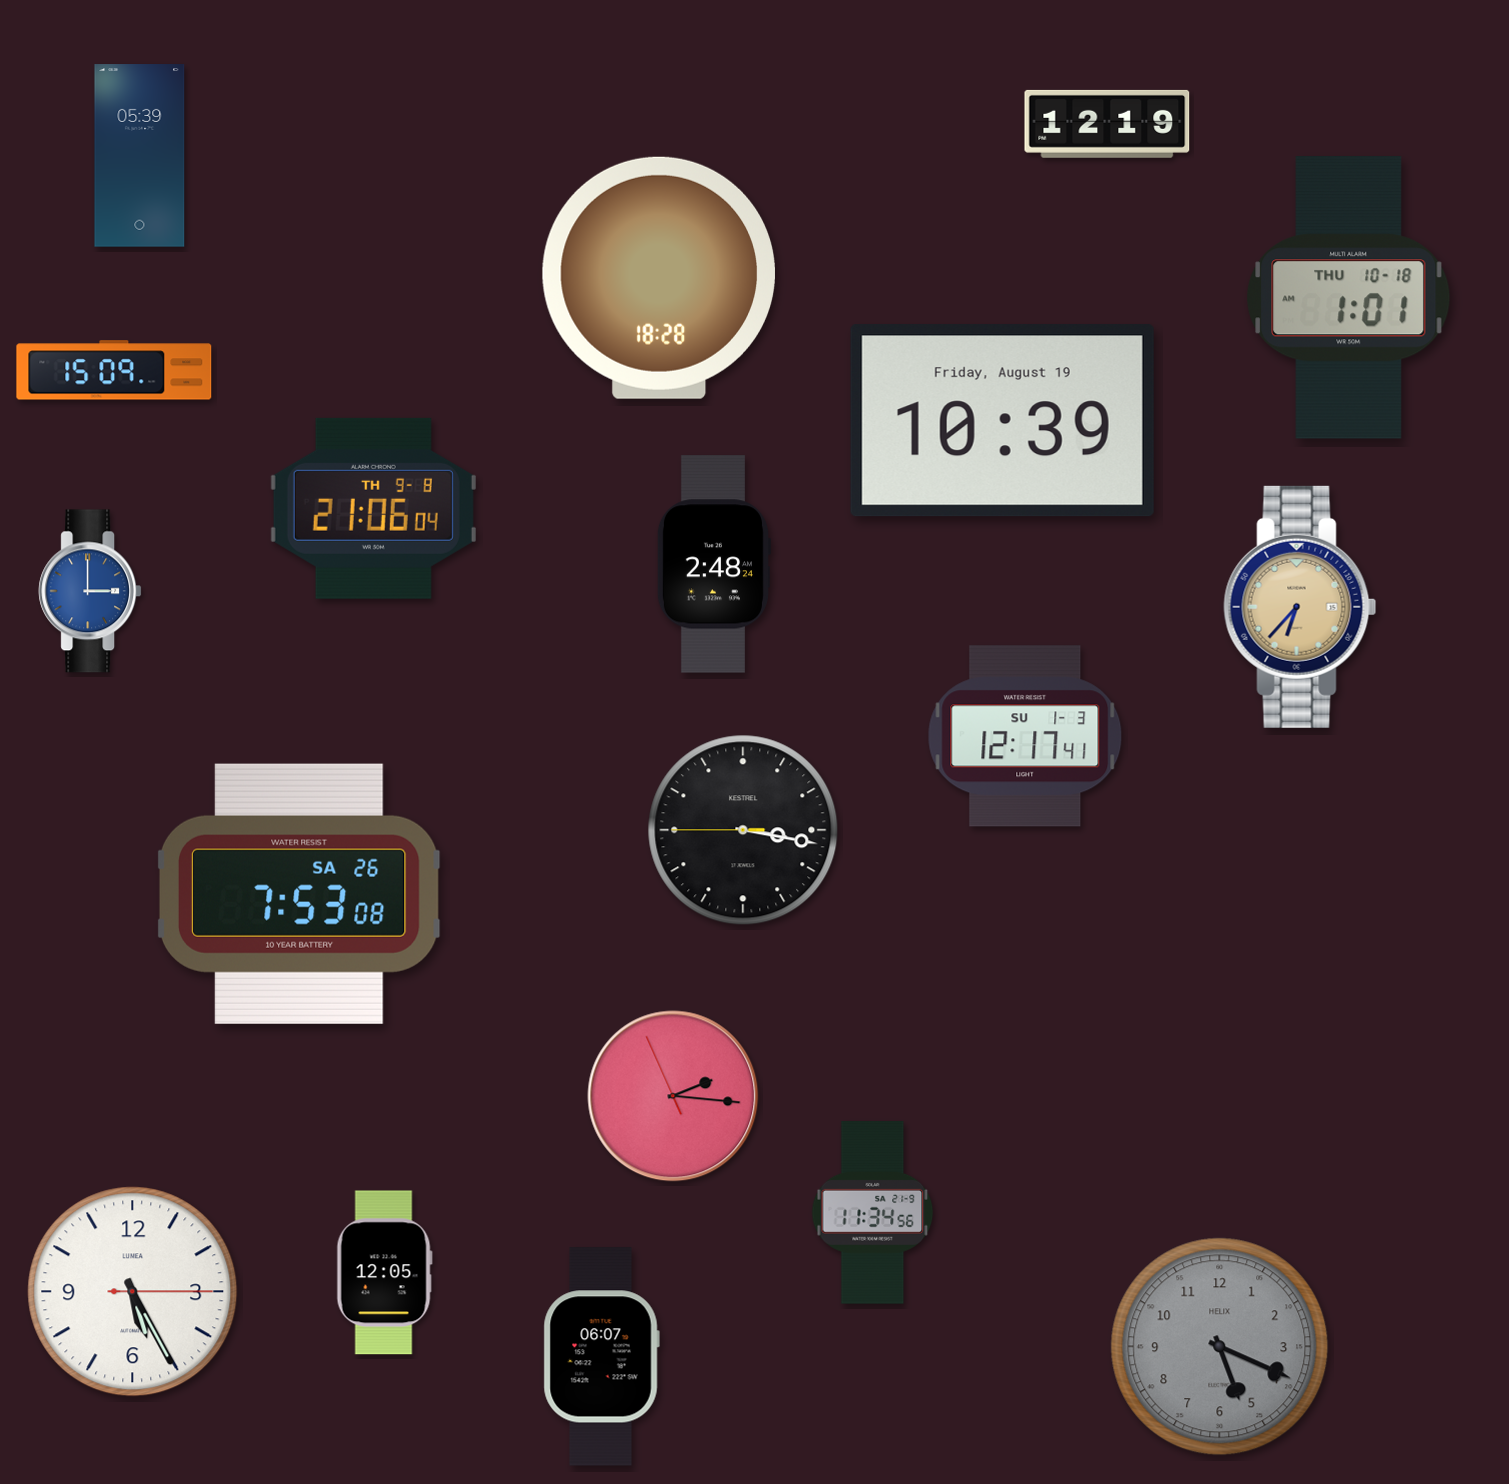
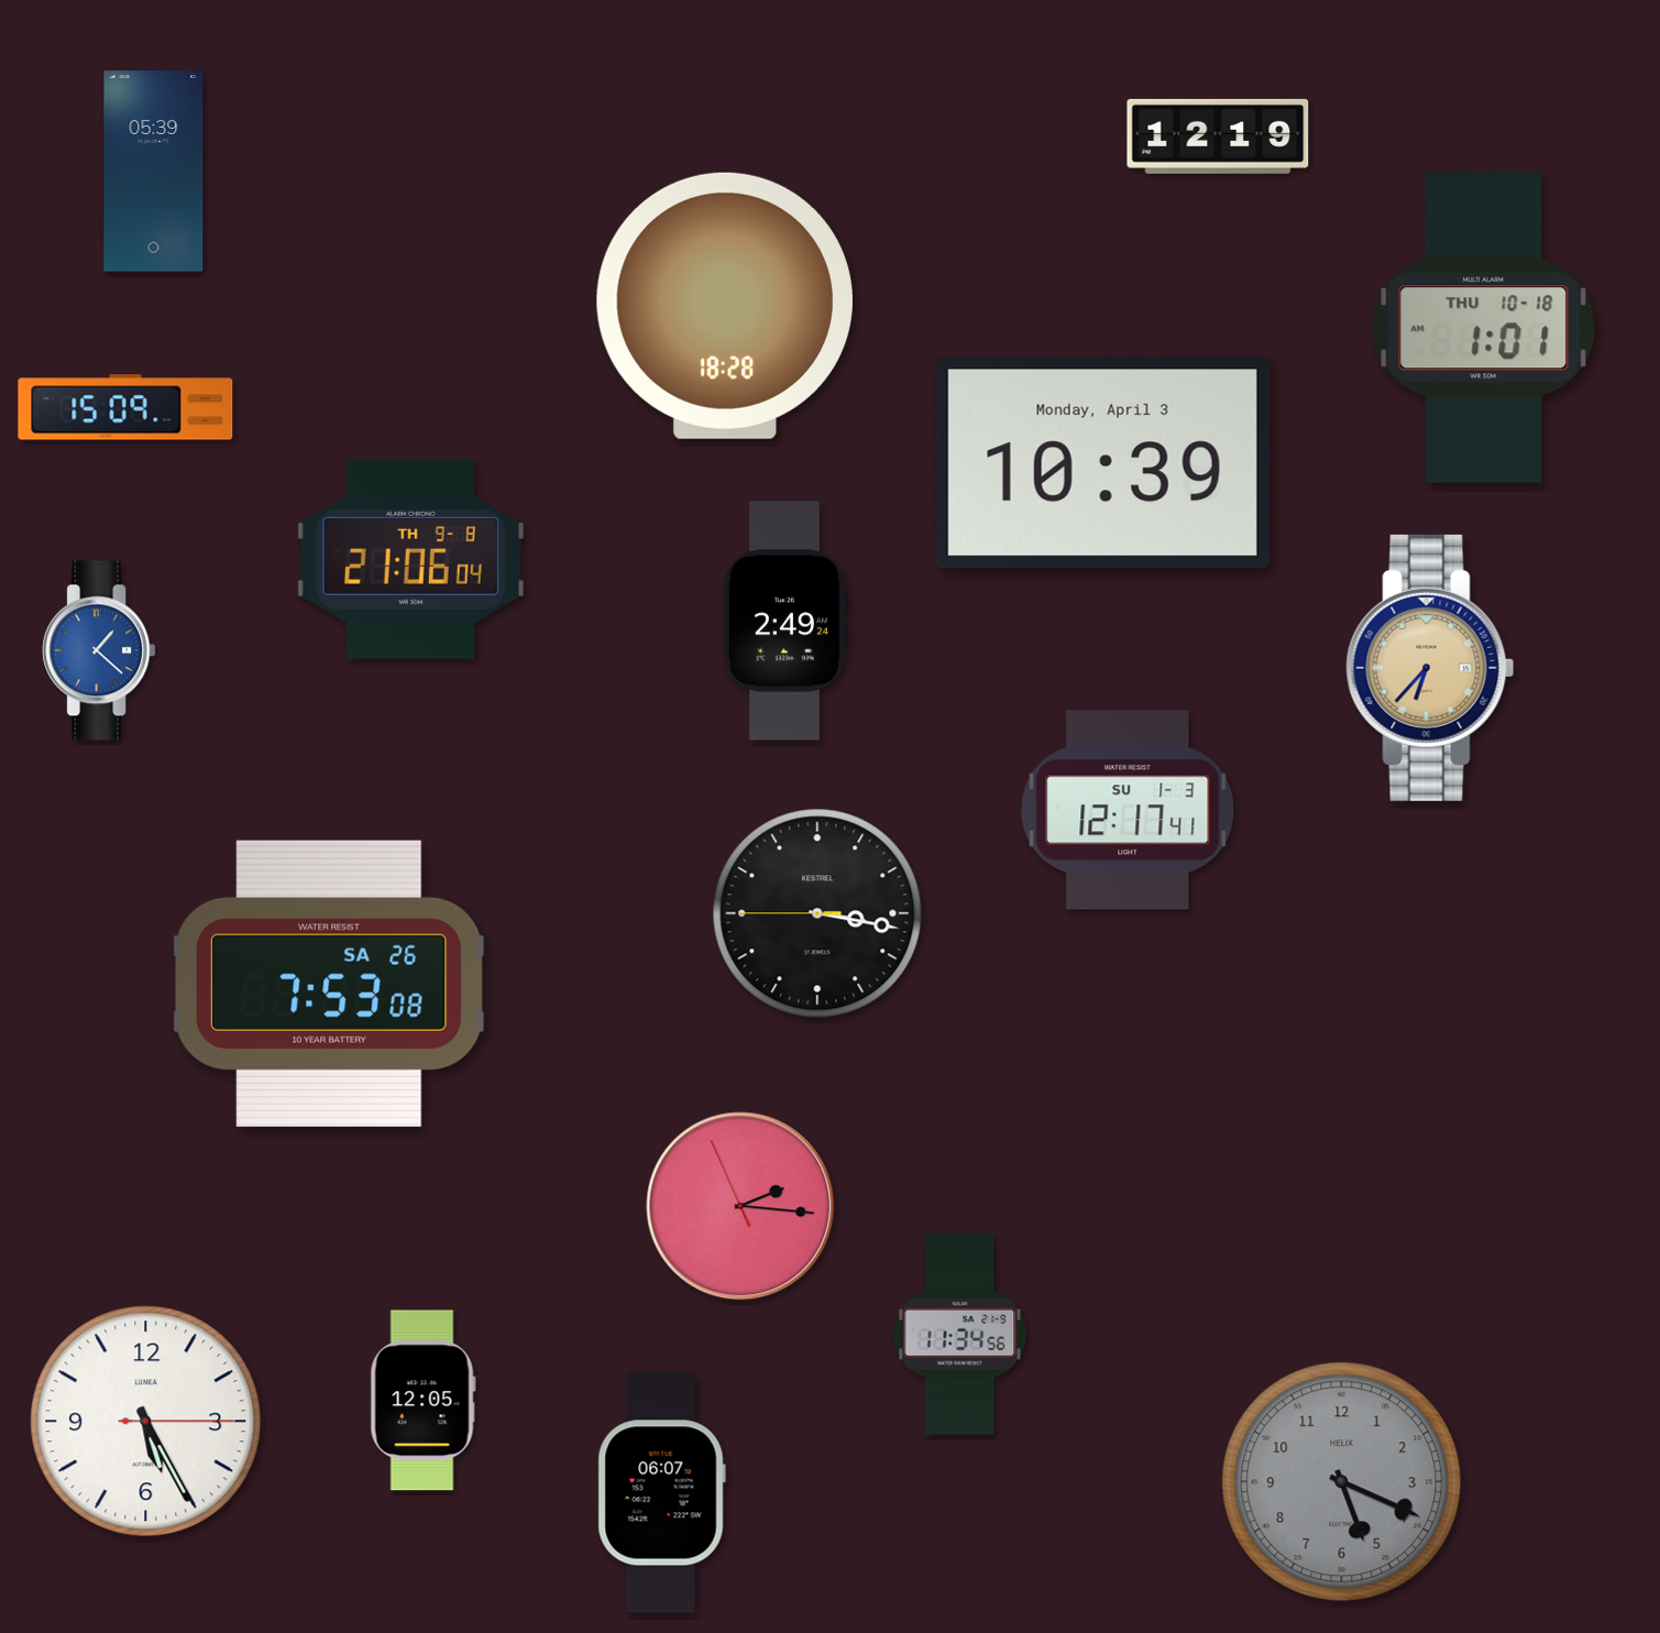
clock at (1002, 421) date: Friday, August 19 -> Monday, April 3
clock at (713, 564): 2:48 -> 2:49
clock at (90, 591): 3:00 -> 1:22
